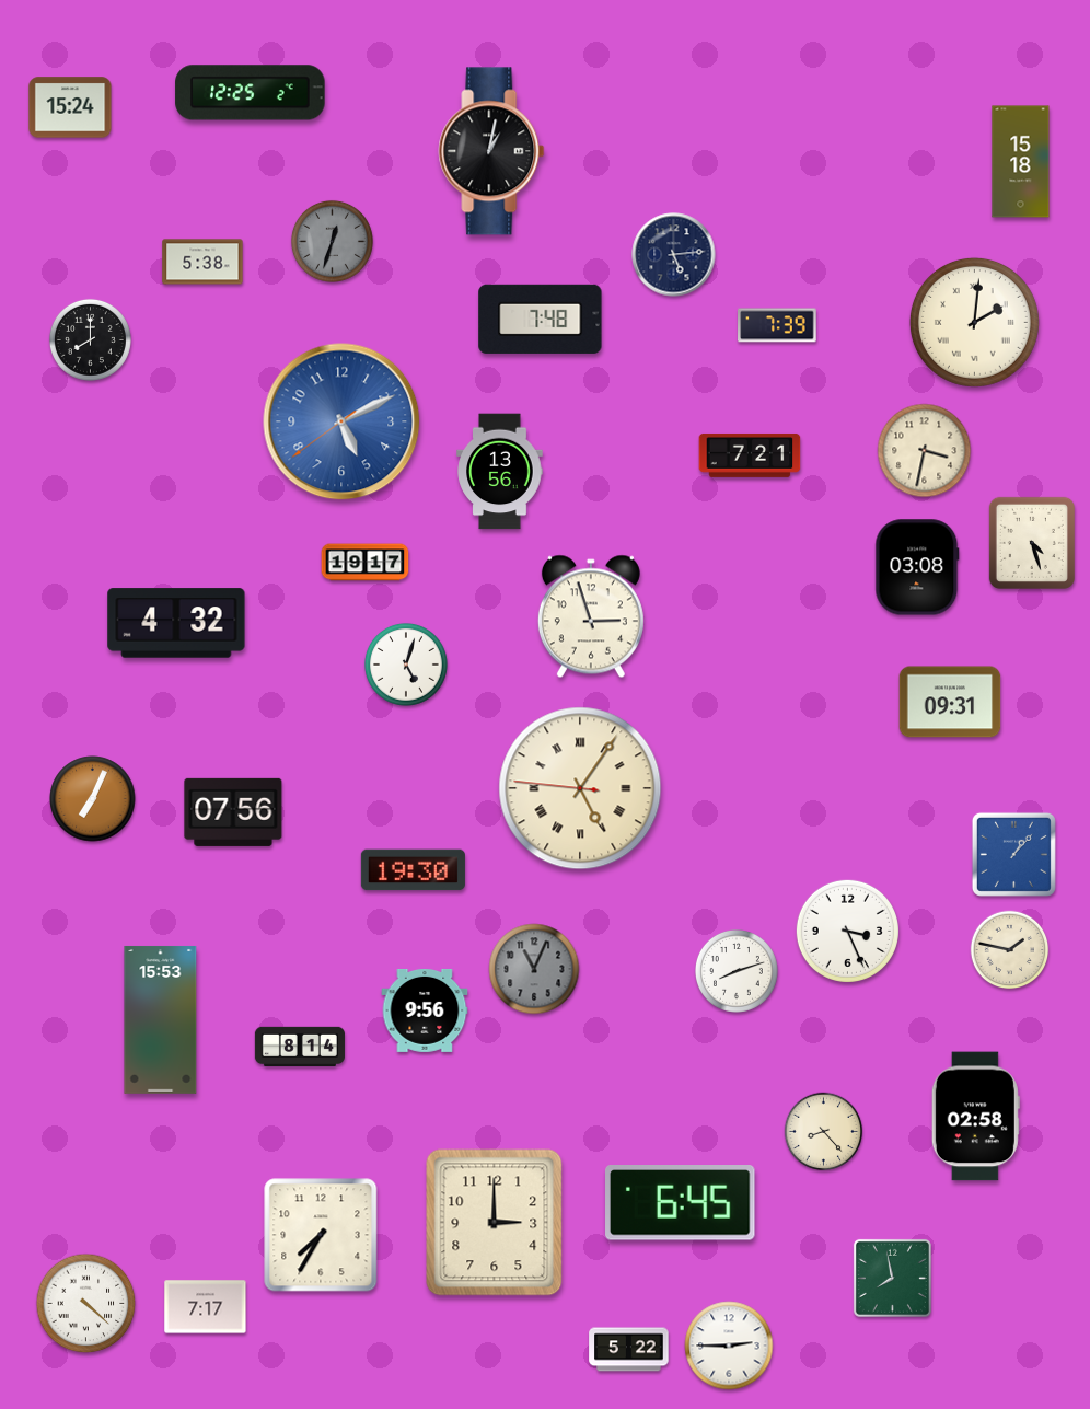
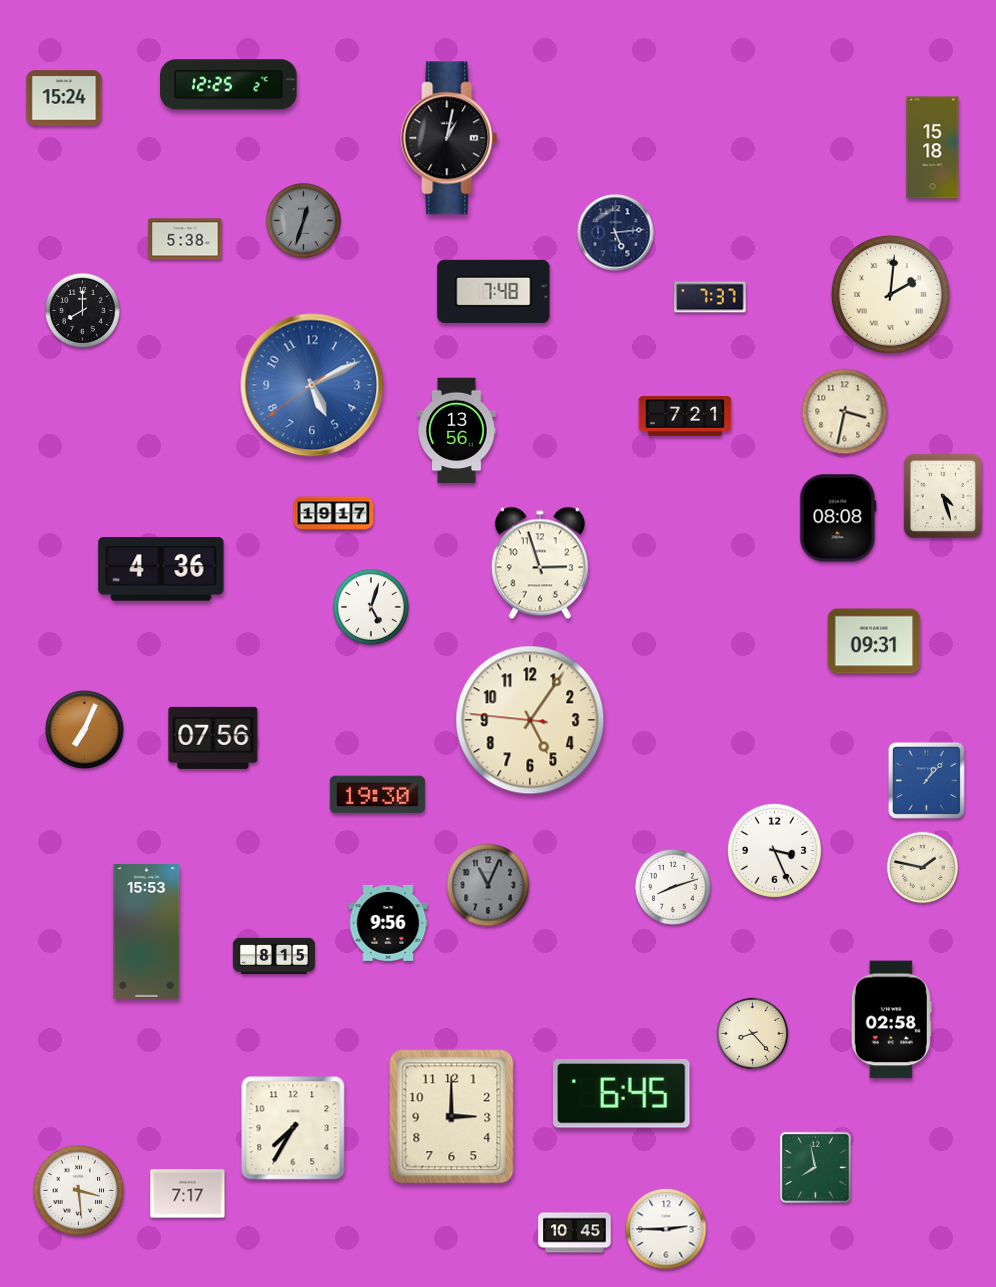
clock at (777, 325): 7:39 -> 7:37
clock at (917, 567): 03:08 -> 08:08
clock at (176, 623): 4:32 -> 4:36
clock at (950, 702) position: (950, 702) -> (874, 641)
clock at (580, 788) numerals: Roman -> Arabic
clock at (233, 812) position: (233, 812) -> (213, 738)
clock at (300, 1047): 8:14 -> 8:15
clock at (681, 1203) position: (681, 1203) -> (622, 1094)
clock at (86, 1304): 4:22 -> 3:29
clock at (629, 1350): 5:22 -> 10:45
